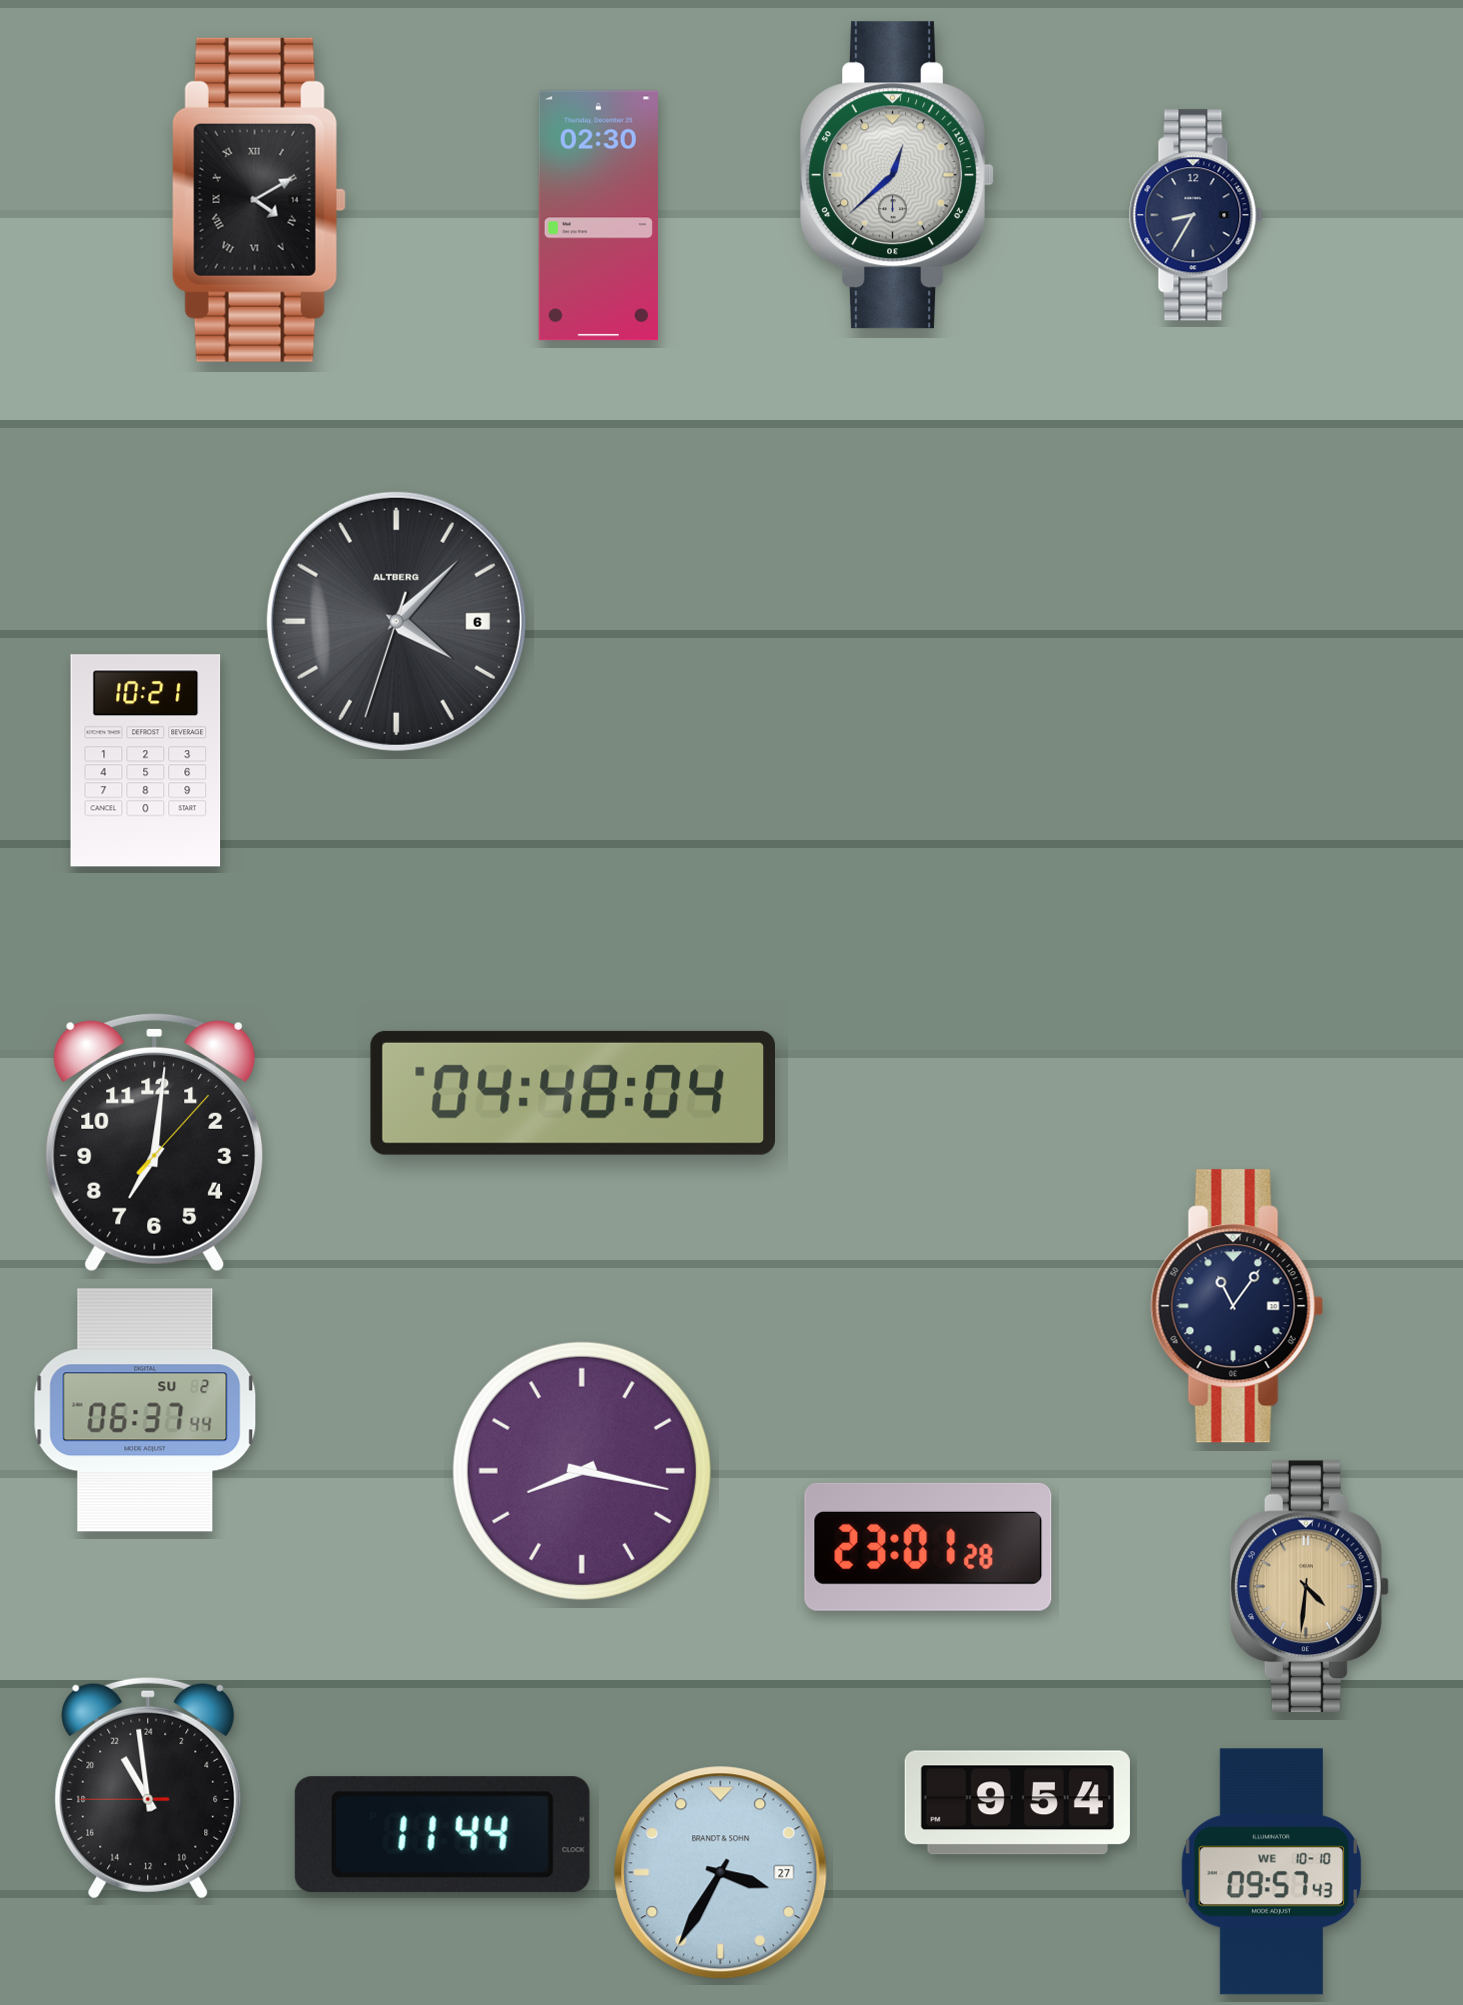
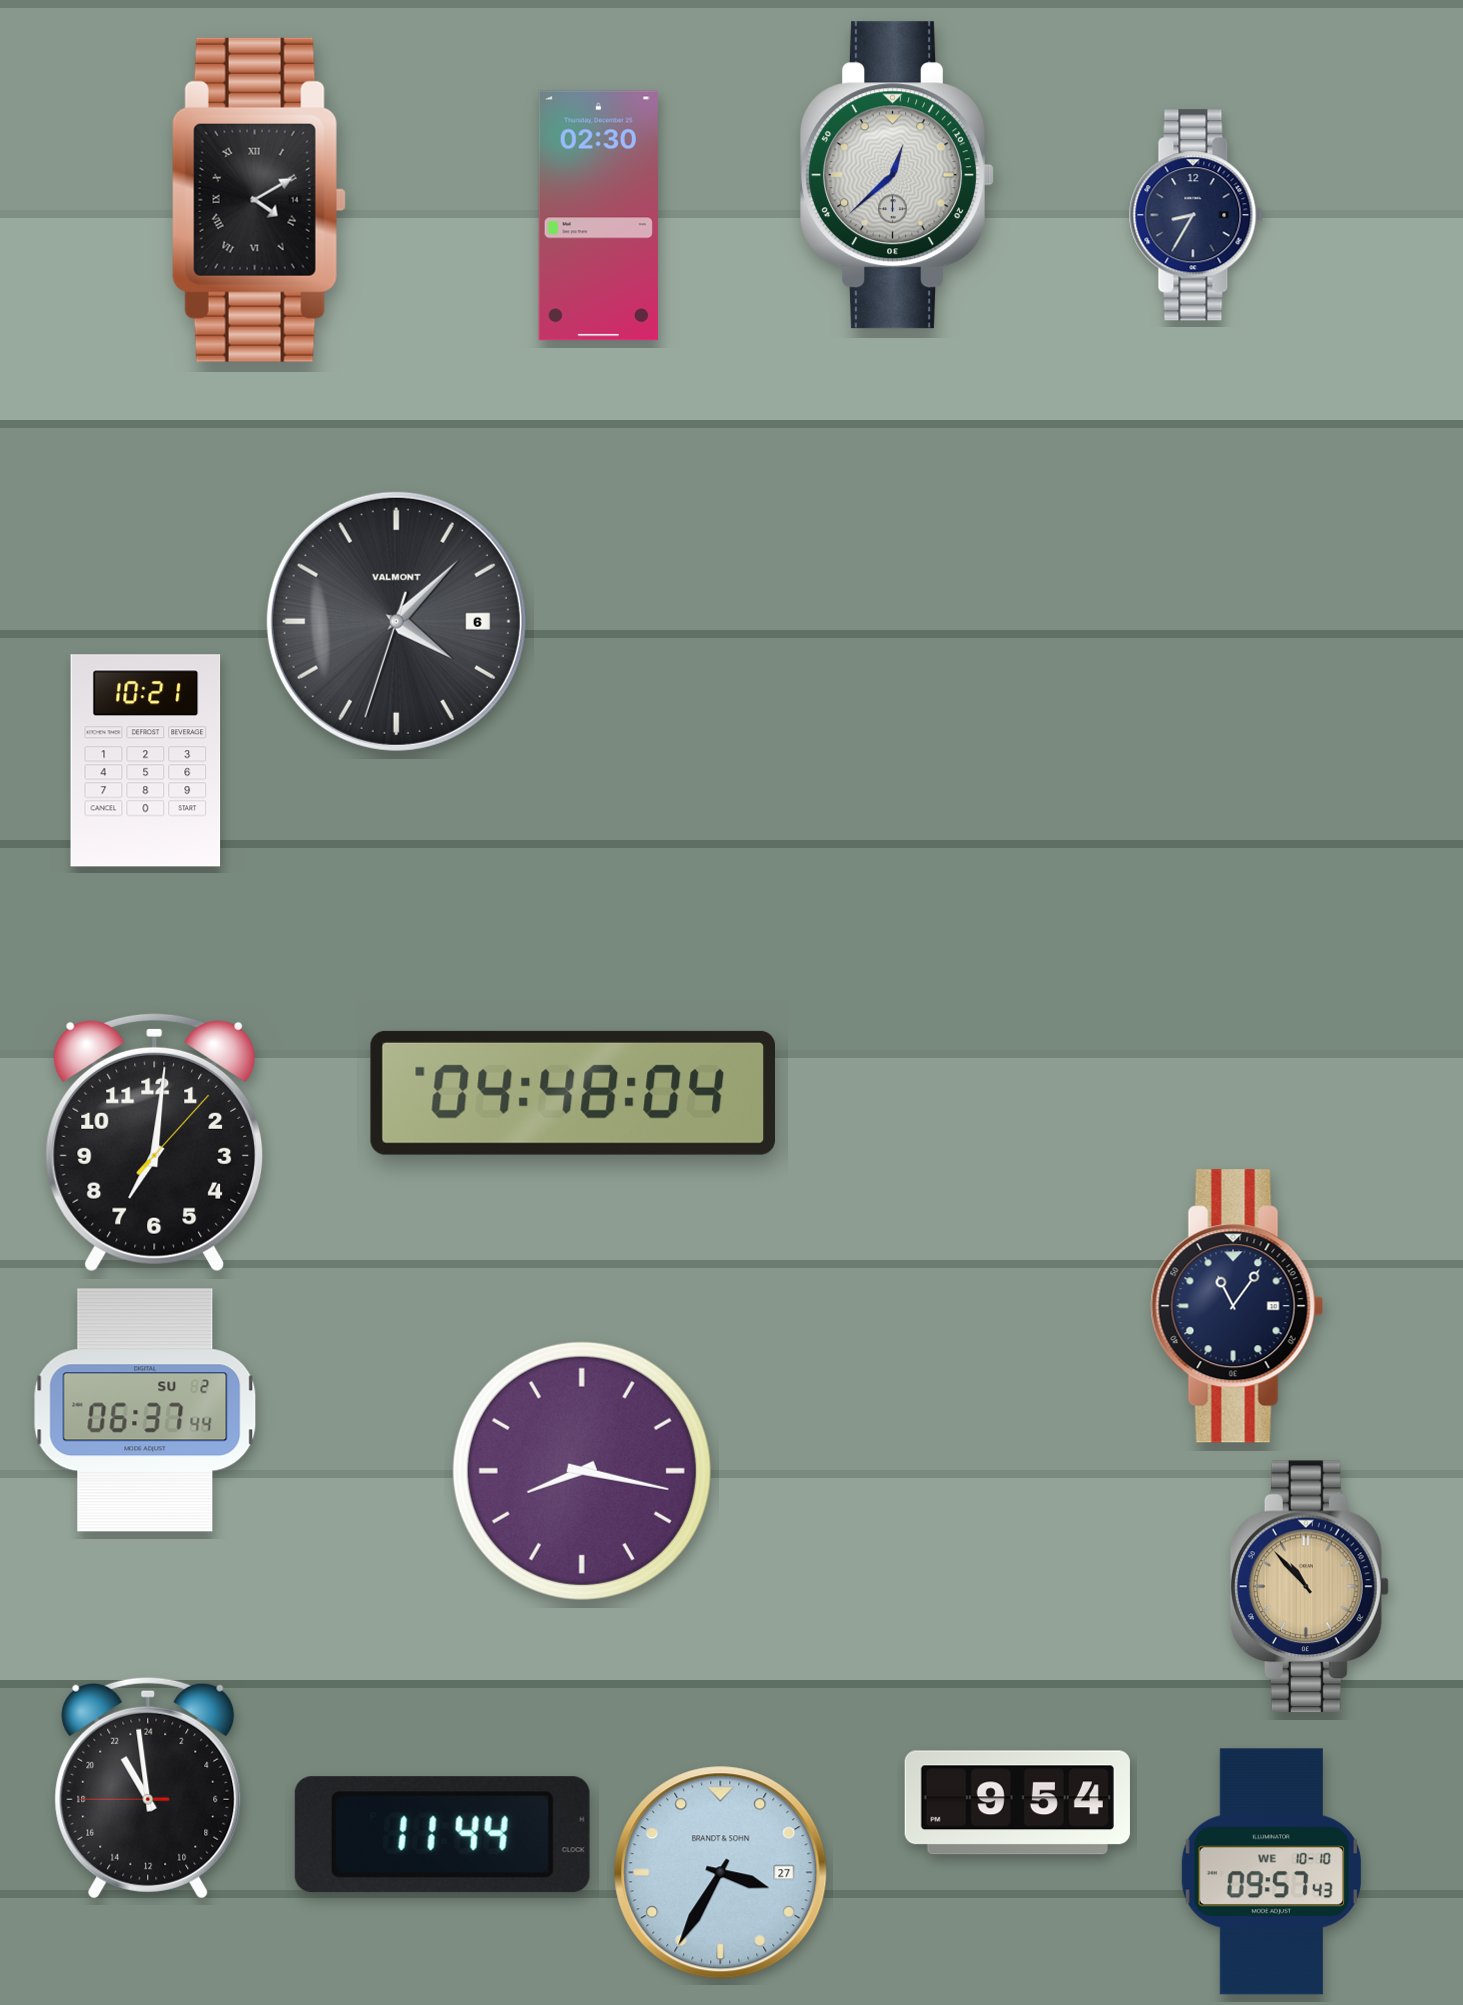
clock at (396, 621) brand: ALTBERG -> VALMONT
clock at (928, 1547): 23:01 -> none
clock at (1309, 1587): 4:31 -> 10:53
